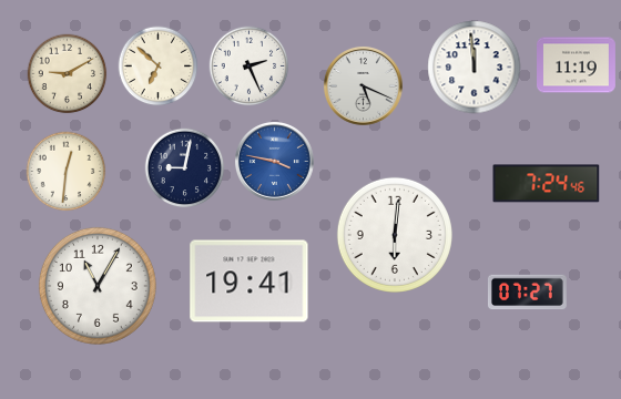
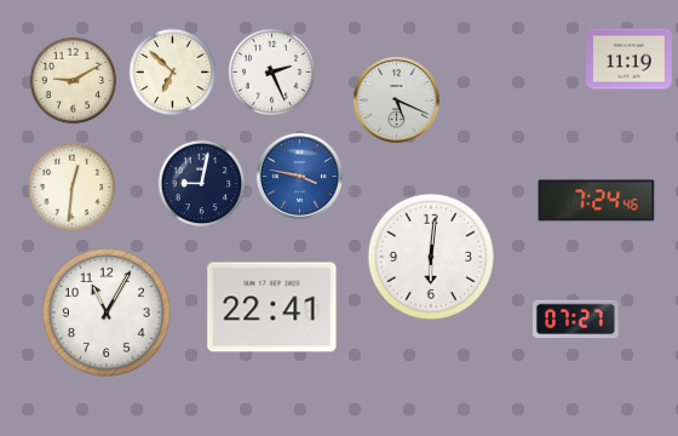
clock at (577, 65) position: (577, 65) -> (630, 59)
clock at (475, 68): 11:59 -> none
clock at (363, 85) position: (363, 85) -> (396, 99)
clock at (250, 282): 19:41 -> 22:41
